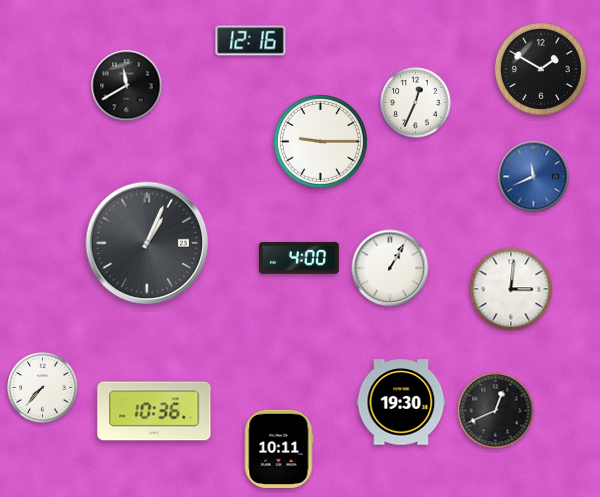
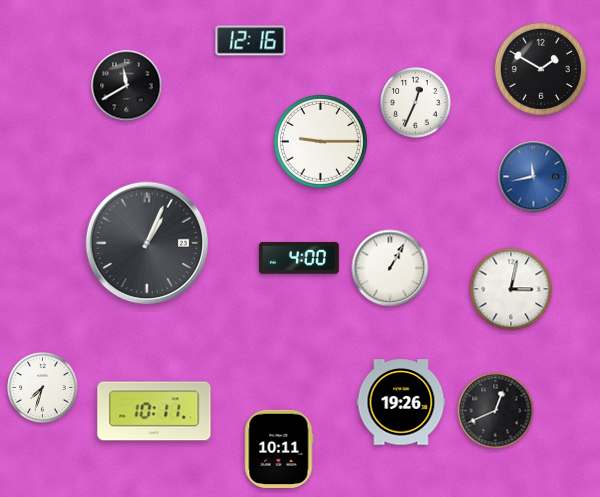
clock at (534, 177): 11:41 -> 11:43
clock at (511, 289): 3:01 -> 3:02
clock at (43, 388): 7:37 -> 7:33
clock at (401, 402): 19:30 -> 19:26
clock at (154, 411): 10:36 -> 10:11
